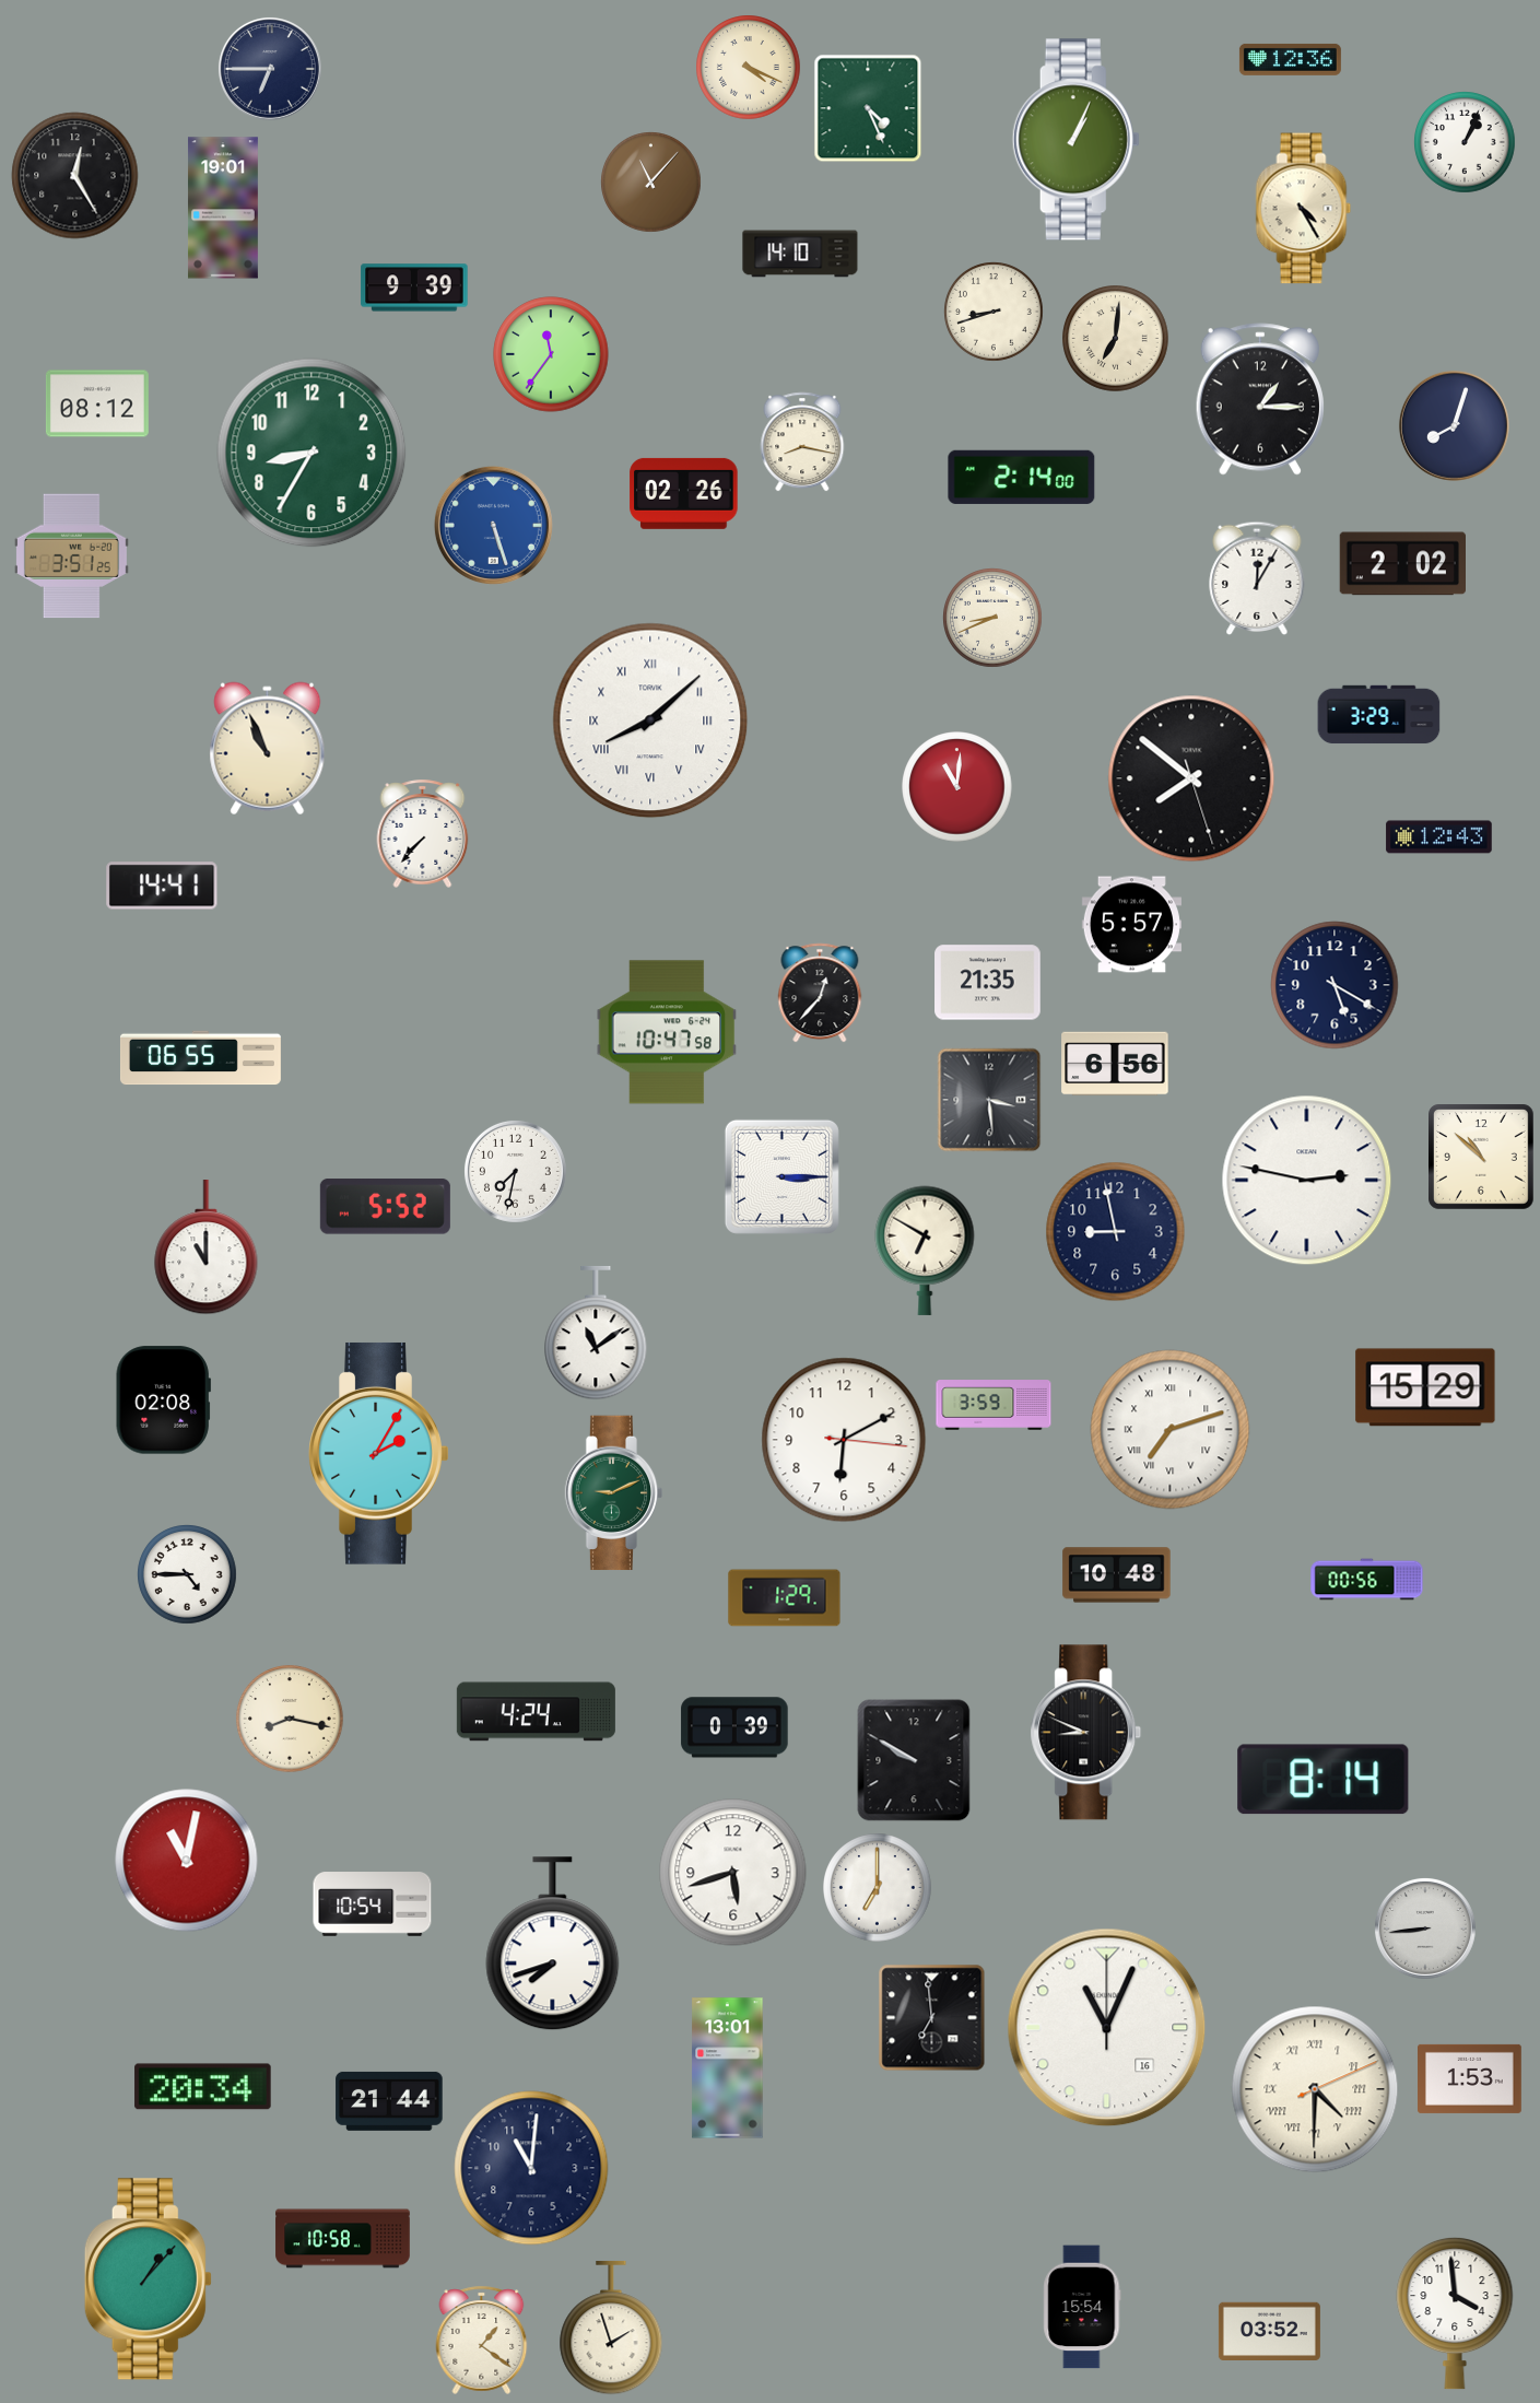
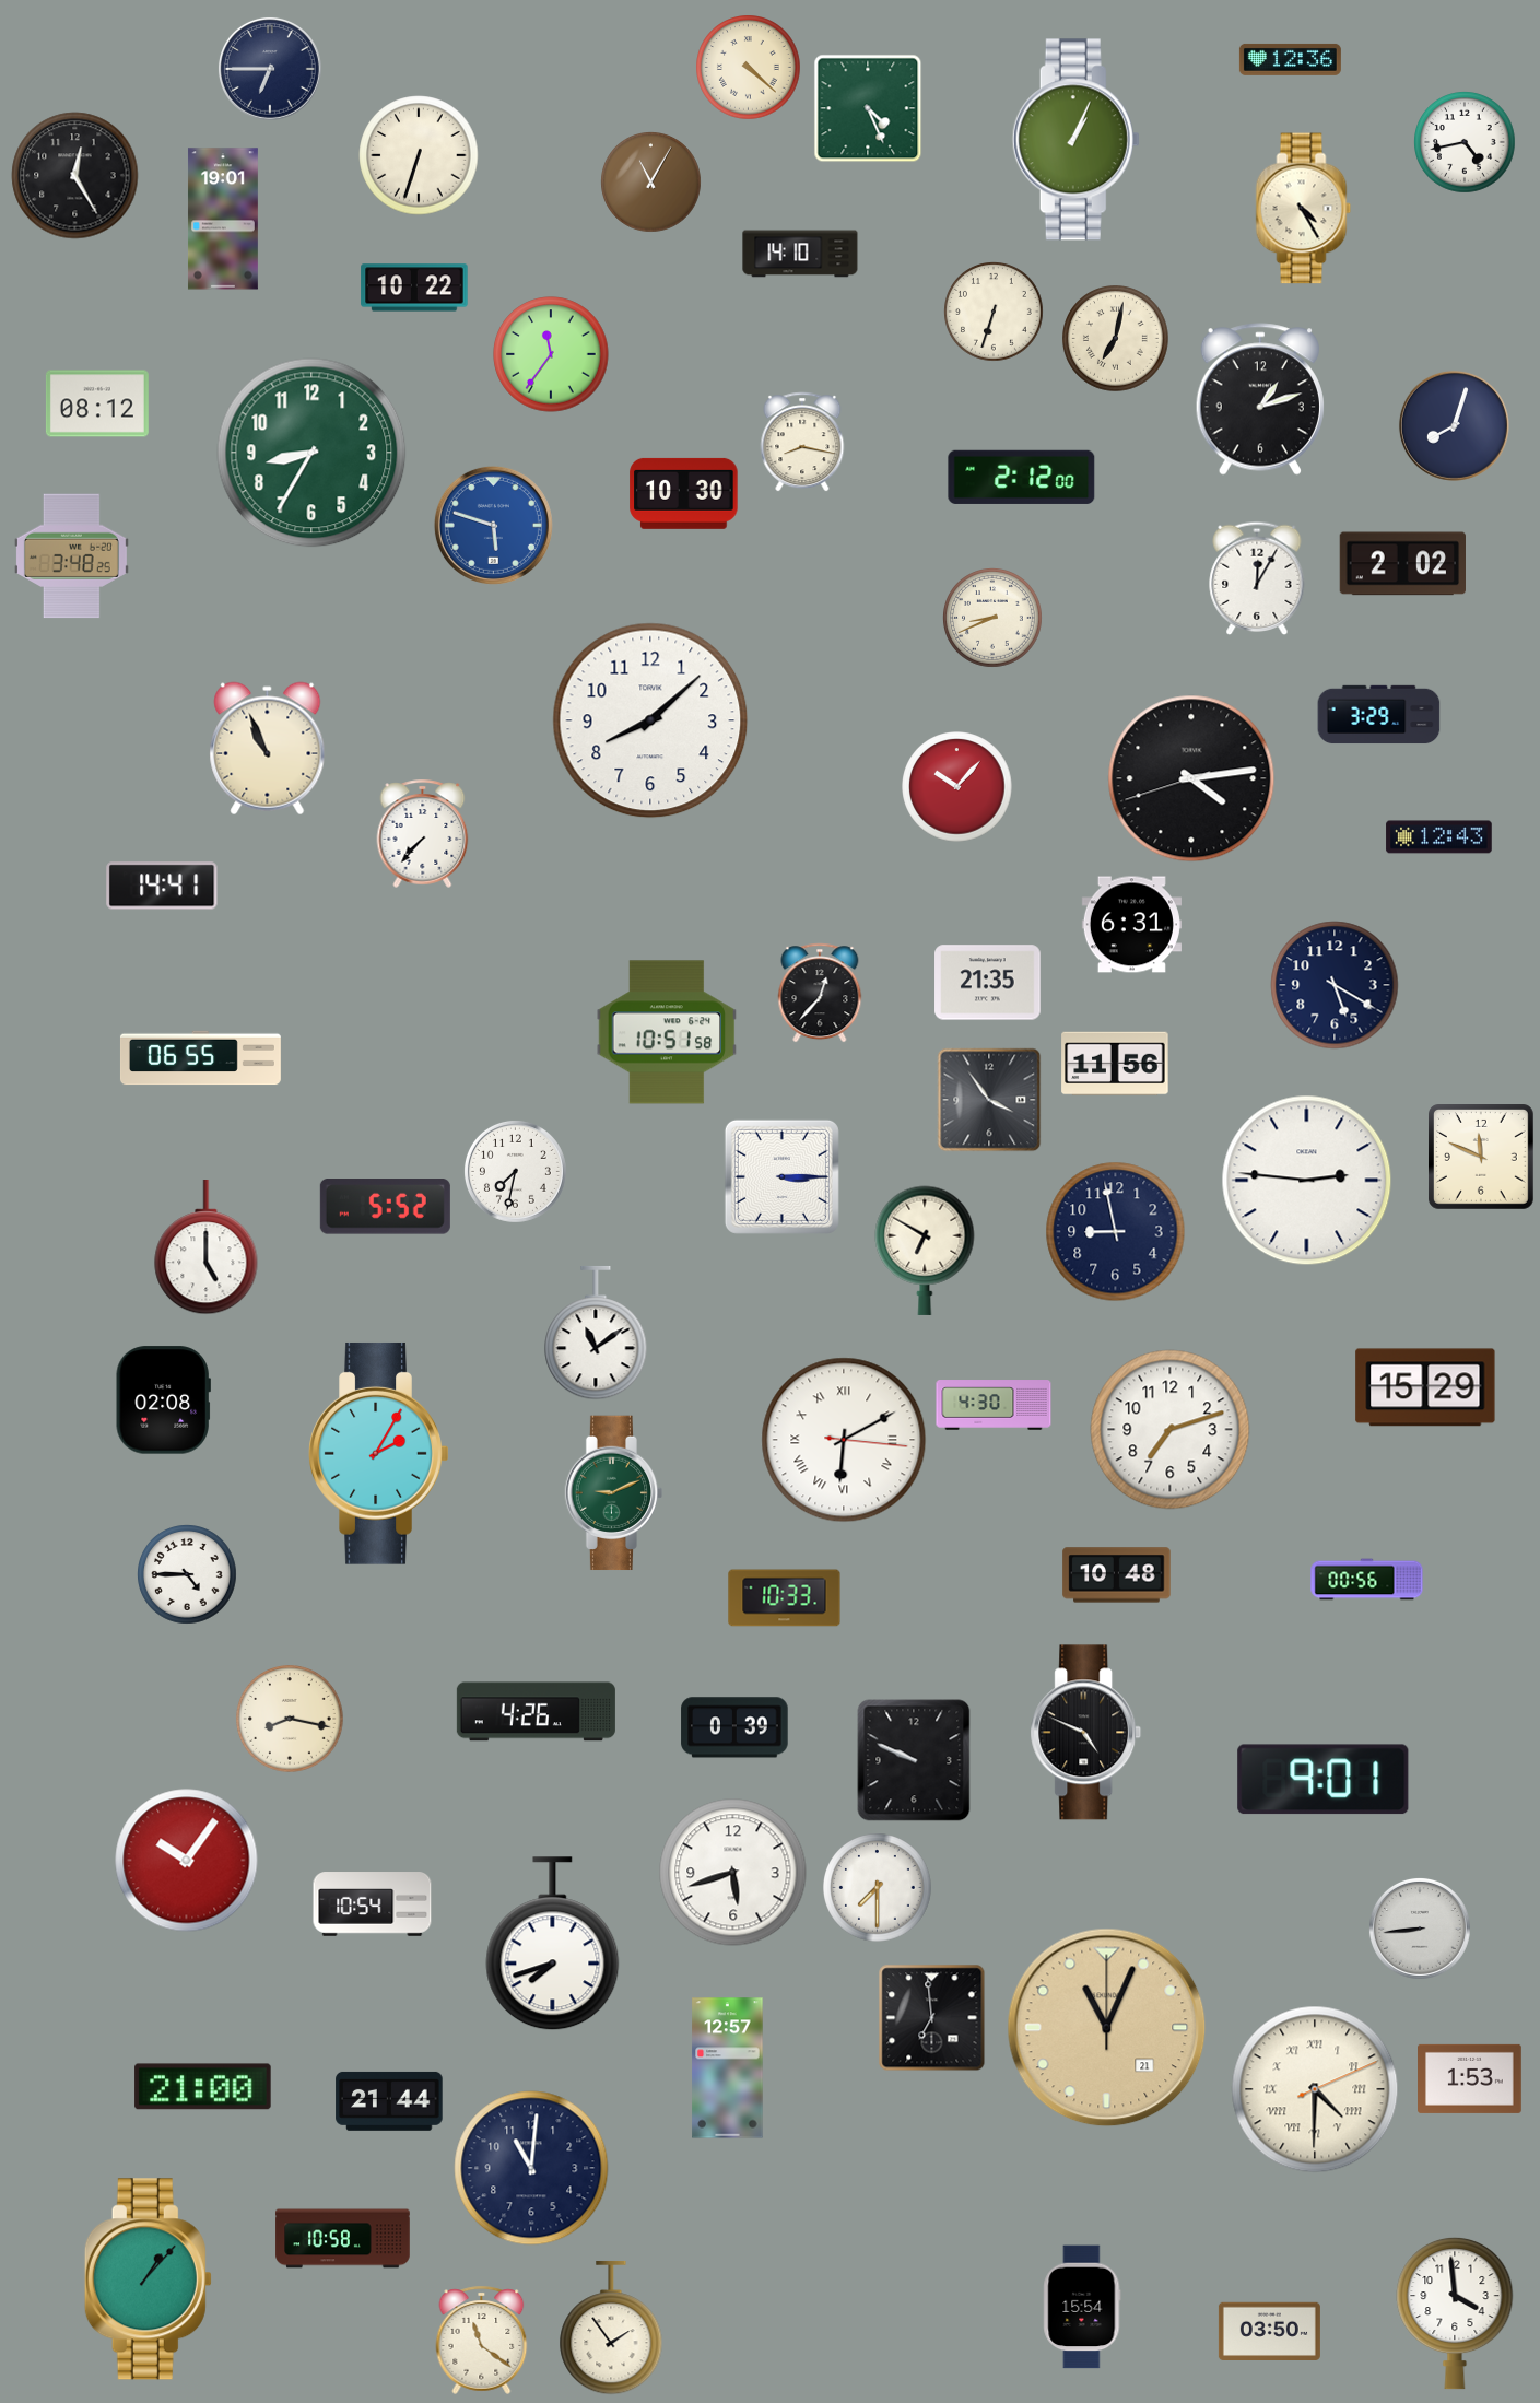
clock at (749, 68): 4:19 -> 4:22
clock at (1466, 143): 1:04 -> 4:43
clock at (419, 155): none -> 6:33
clock at (651, 183): 11:07 -> 11:05
clock at (223, 208) position: (223, 208) -> (223, 219)
clock at (414, 288): 9:39 -> 10:22
clock at (995, 313): 8:42 -> 6:33
clock at (1116, 339): 7:01 -> 7:02
clock at (1260, 399): 1:15 -> 1:12
clock at (1022, 477): 2:14 -> 2:12
clock at (684, 493): 02:26 -> 10:30
clock at (493, 525): 5:27 -> 5:48
clock at (71, 556): 3:51 -> 3:48
clock at (650, 720) numerals: Roman -> Arabic
clock at (1191, 778): 7:51 -> 4:13
clock at (957, 787): 11:01 -> 10:07
clock at (1131, 925): 5:57 -> 6:31
clock at (667, 1032): 10:47 -> 10:51
clock at (1115, 1064): 6:56 -> 11:56
clock at (989, 1100): 3:29 -> 3:54
clock at (1482, 1158): 10:52 -> 11:49
clock at (1307, 1181): 2:47 -> 2:46
clock at (207, 1249): 11:00 -> 5:00
clock at (994, 1405): 3:59 -> 4:30
clock at (1171, 1430) numerals: Roman -> Arabic
clock at (844, 1440) numerals: Arabic -> Roman
clock at (785, 1598): 1:29 -> 10:33
clock at (536, 1712): 4:24 -> 4:26
clock at (1086, 1733): 8:49 -> 4:49
clock at (914, 1760): 9:50 -> 9:49
clock at (1324, 1780): 8:14 -> 9:01
clock at (187, 1861): 11:02 -> 10:06
clock at (878, 1888): 7:00 -> 7:30
clock at (1425, 1929) position: (1425, 1929) -> (1420, 1929)
clock at (1107, 2028) date: 16 -> 21
clock at (1107, 2028) dial: white -> champagne
clock at (728, 2068): 13:01 -> 12:57
clock at (203, 2087): 20:34 -> 21:00
clock at (611, 2328): 1:57 -> 1:54
clock at (1269, 2331): 03:52 -> 03:50
clock at (482, 2340): 1:21 -> 11:21
